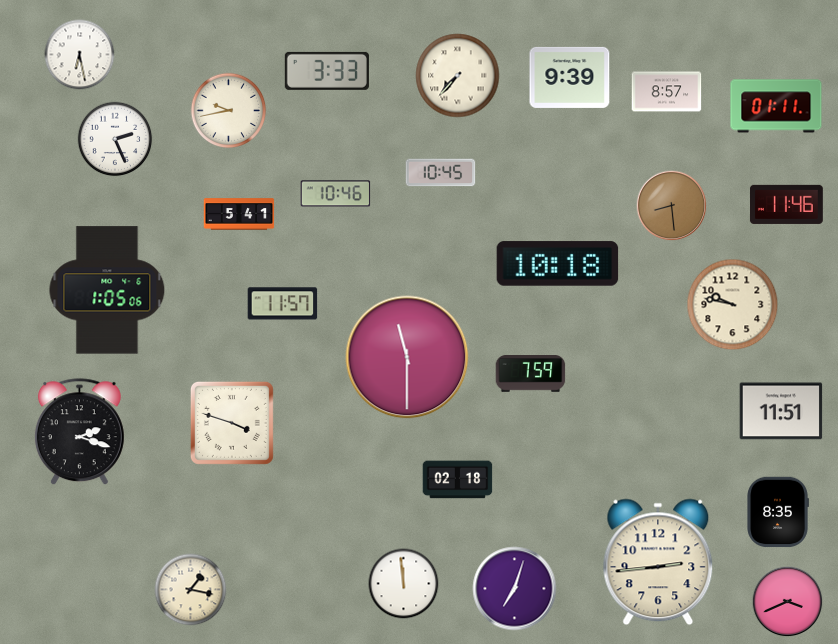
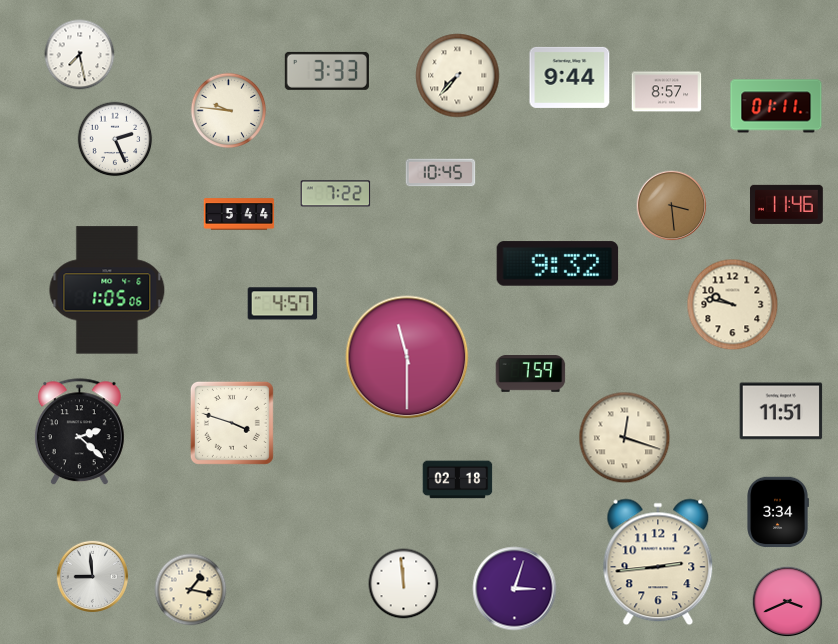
clock at (80, 55): 6:28 -> 7:28
clock at (570, 77): 9:39 -> 9:44
clock at (229, 111): 9:43 -> 9:46
clock at (336, 194): 10:46 -> 7:22
clock at (672, 206): 8:29 -> 3:29
clock at (239, 214): 5:41 -> 5:44
clock at (558, 264): 10:18 -> 9:32
clock at (283, 304): 11:57 -> 4:57
clock at (79, 432): 2:18 -> 2:22
clock at (625, 438): none -> 12:18
clock at (778, 512): 8:35 -> 3:34
clock at (92, 576): none -> 8:59
clock at (515, 589): 7:03 -> 3:03
